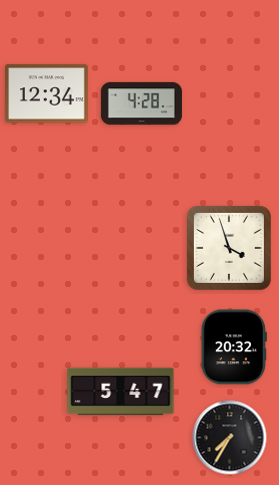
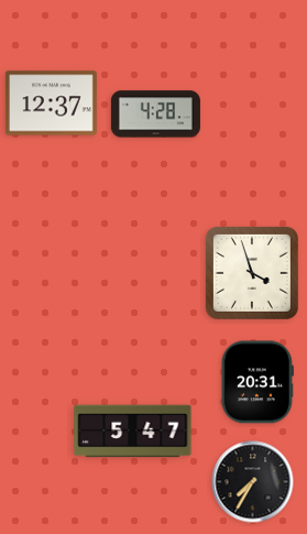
clock at (46, 94): 12:34 -> 12:37
clock at (234, 347): 20:32 -> 20:31
